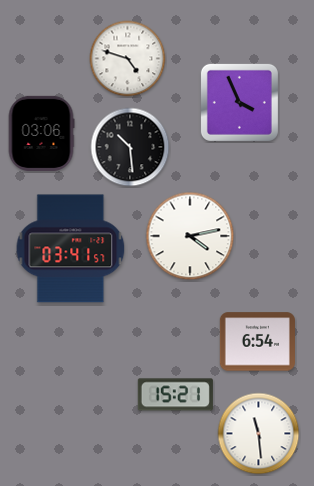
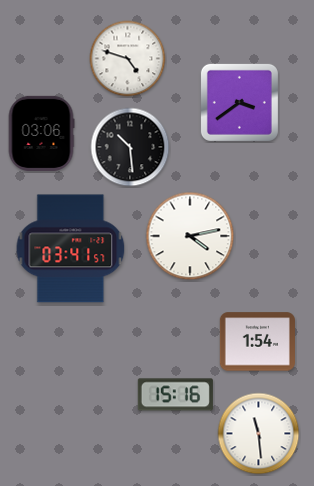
clock at (239, 102): 3:56 -> 3:39
clock at (257, 342): 6:54 -> 1:54
clock at (175, 395): 15:21 -> 15:16
